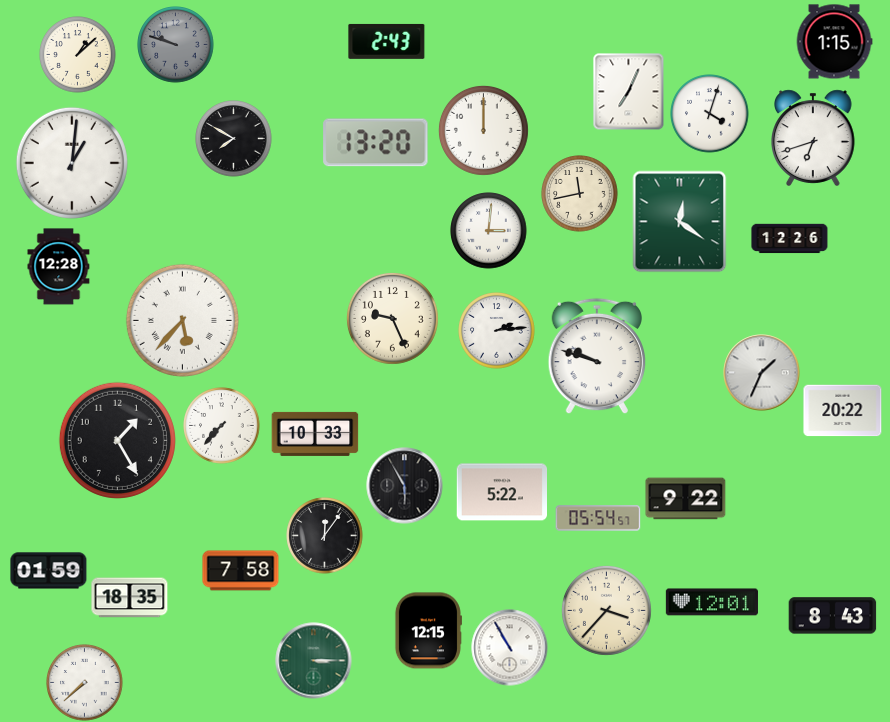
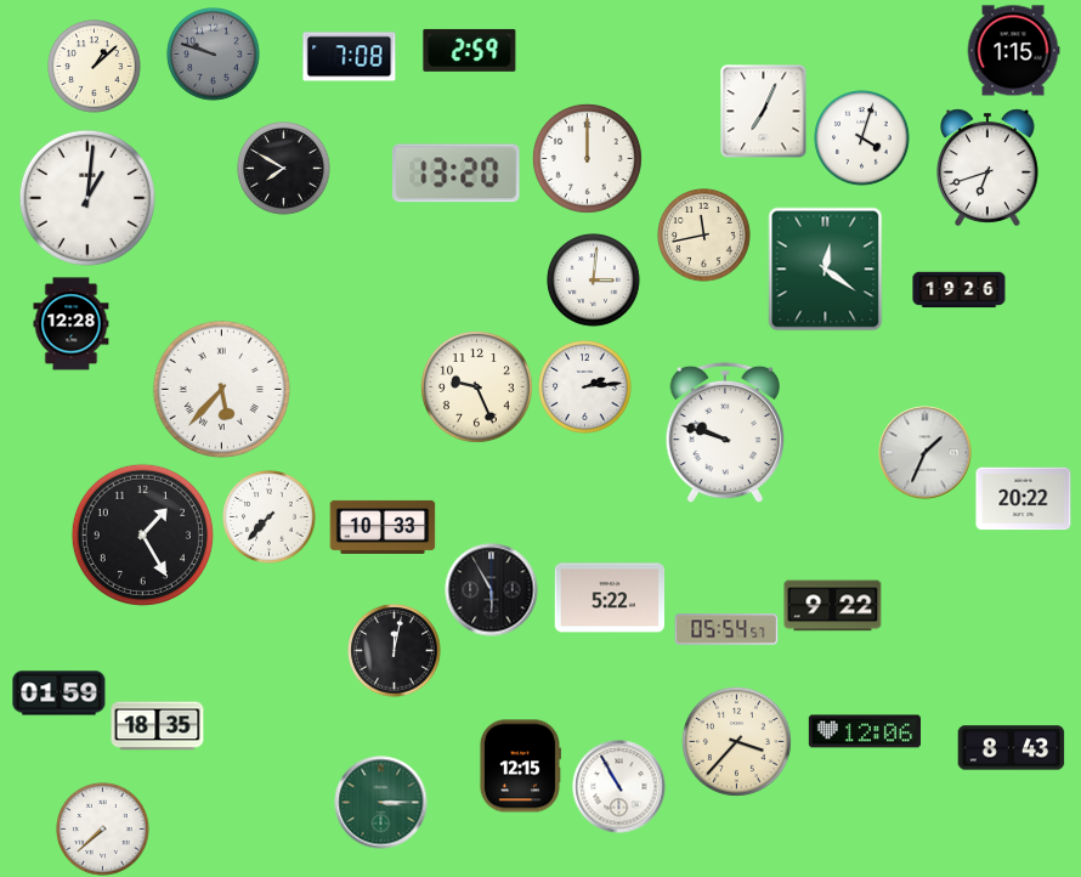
clock at (387, 41): 2:43 -> 2:59
clock at (350, 57): none -> 7:08
clock at (790, 239): 12:26 -> 19:26
clock at (497, 331) position: (497, 331) -> (585, 387)
clock at (325, 536): 12:06 -> 12:02
clock at (241, 571): 7:58 -> none
clock at (712, 602): 12:01 -> 12:06
